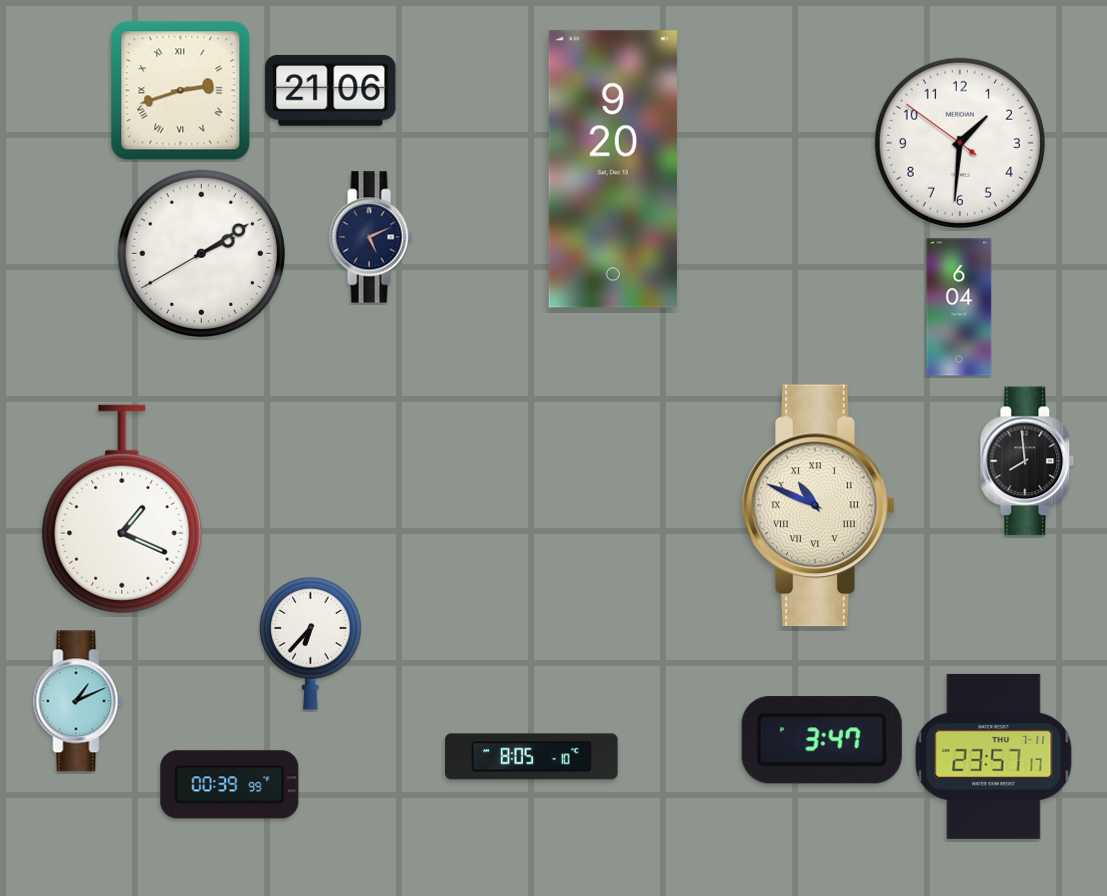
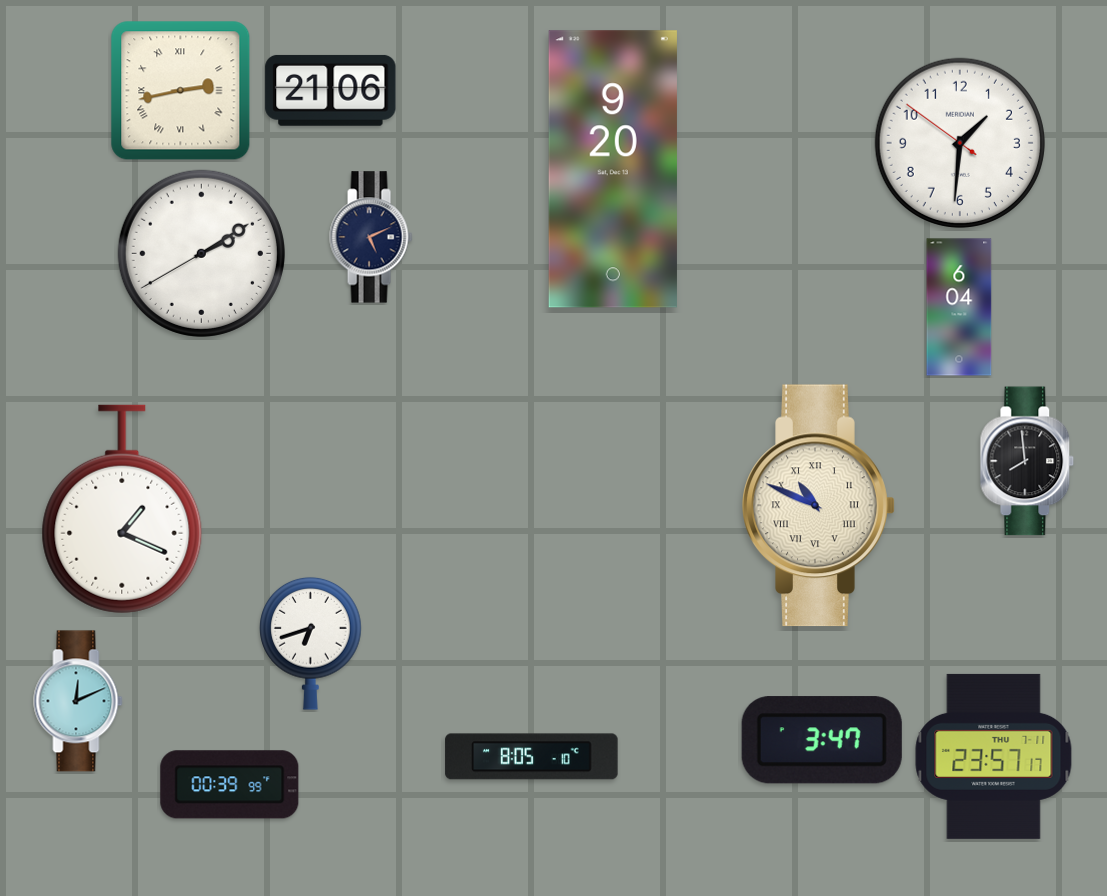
clock at (181, 91): 2:42 -> 2:43
clock at (311, 643): 6:37 -> 6:42
clock at (78, 701): 1:11 -> 12:11
